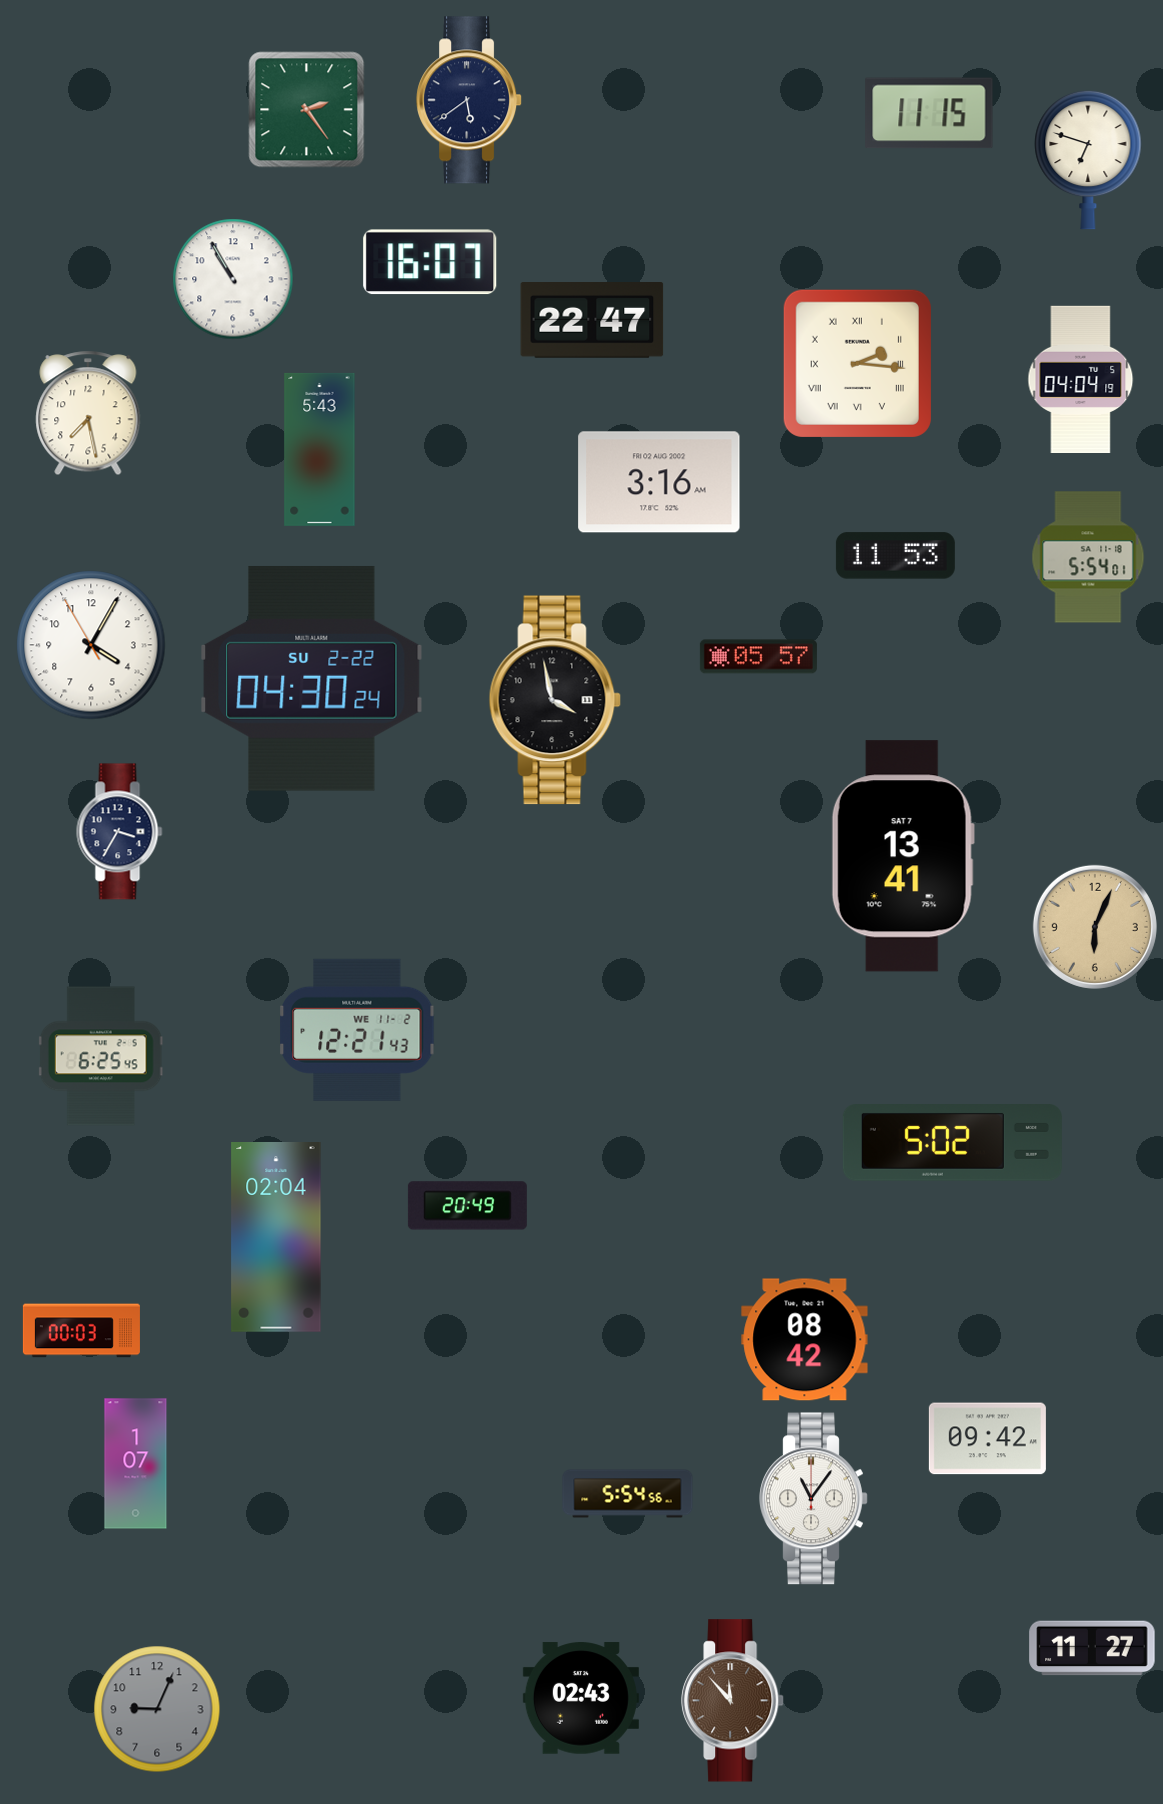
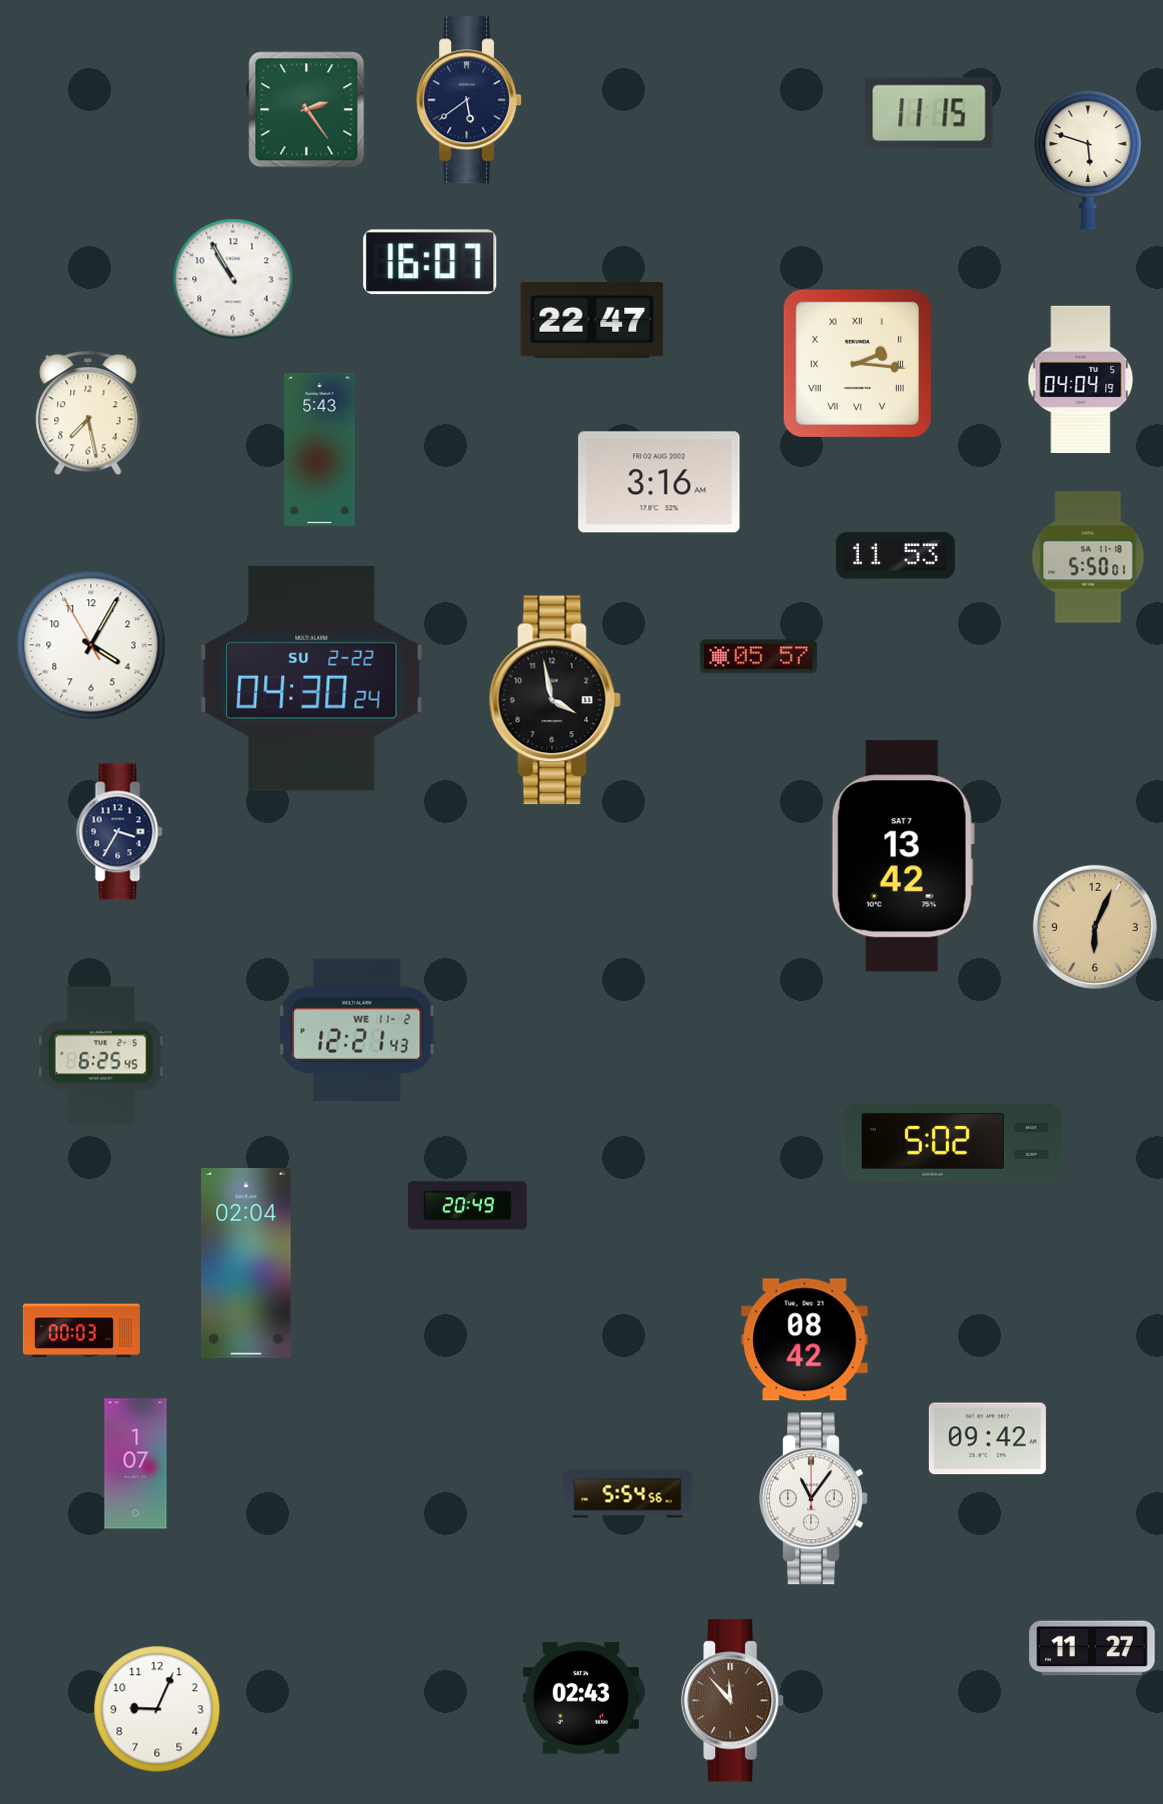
clock at (1088, 160): 6:48 -> 5:48
clock at (1088, 557): 5:54 -> 5:50
clock at (903, 856): 13:41 -> 13:42
clock at (276, 1238) position: (276, 1238) -> (246, 1264)
clock at (157, 1709) dial: grey -> white
